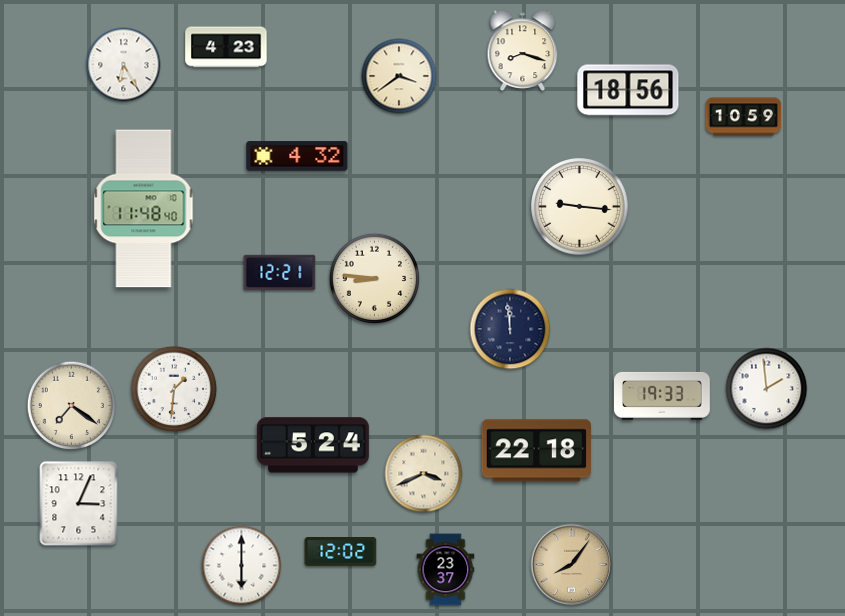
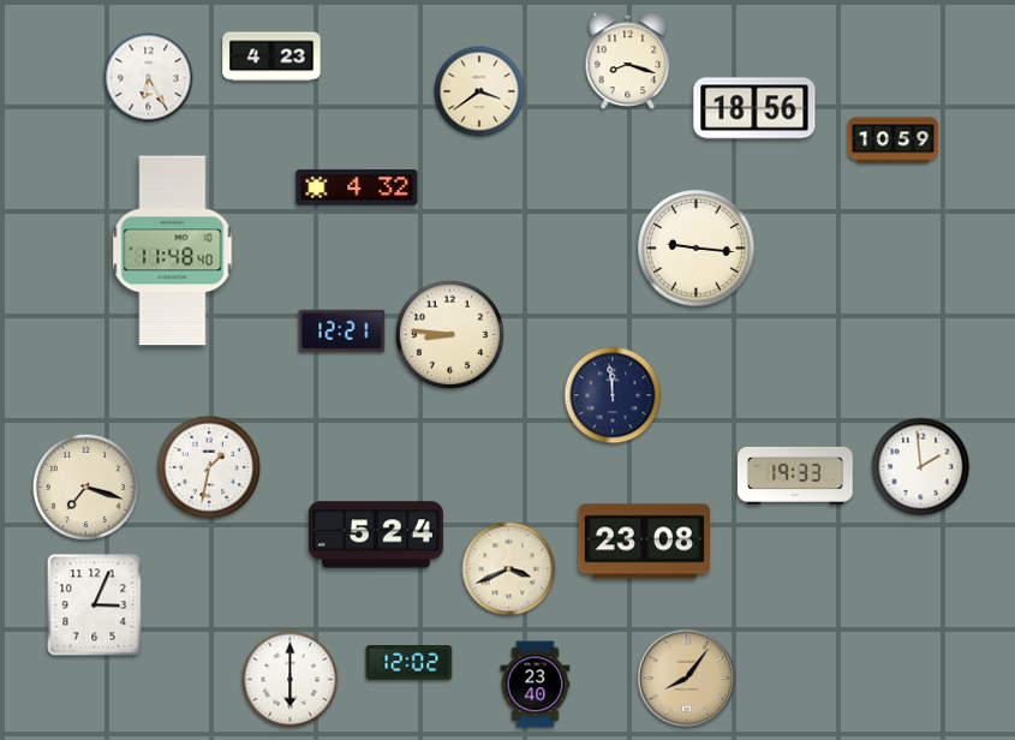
clock at (280, 273) position: (280, 273) -> (342, 332)
clock at (174, 389): 1:31 -> 1:32
clock at (72, 406): 7:21 -> 7:18
clock at (536, 451): 22:18 -> 23:08
clock at (446, 570): 23:37 -> 23:40
